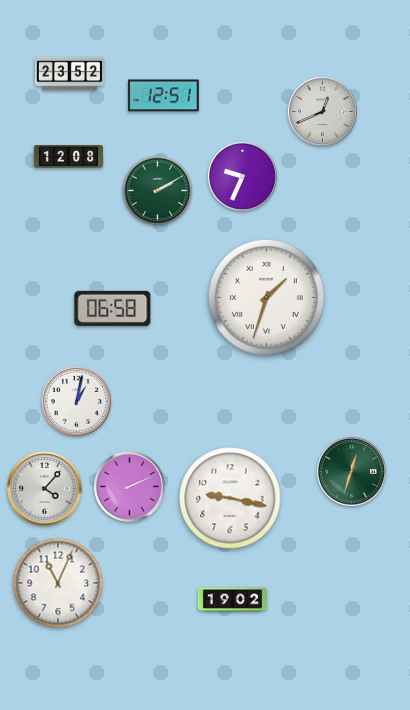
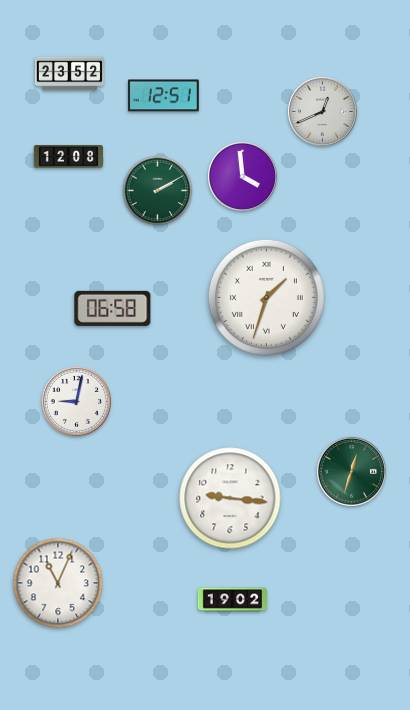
clock at (242, 176): 9:34 -> 3:59
clock at (76, 401): 1:02 -> 9:02
clock at (130, 487): 2:11 -> none
clock at (45, 489): 4:07 -> none
clock at (230, 498): 9:17 -> 9:16
